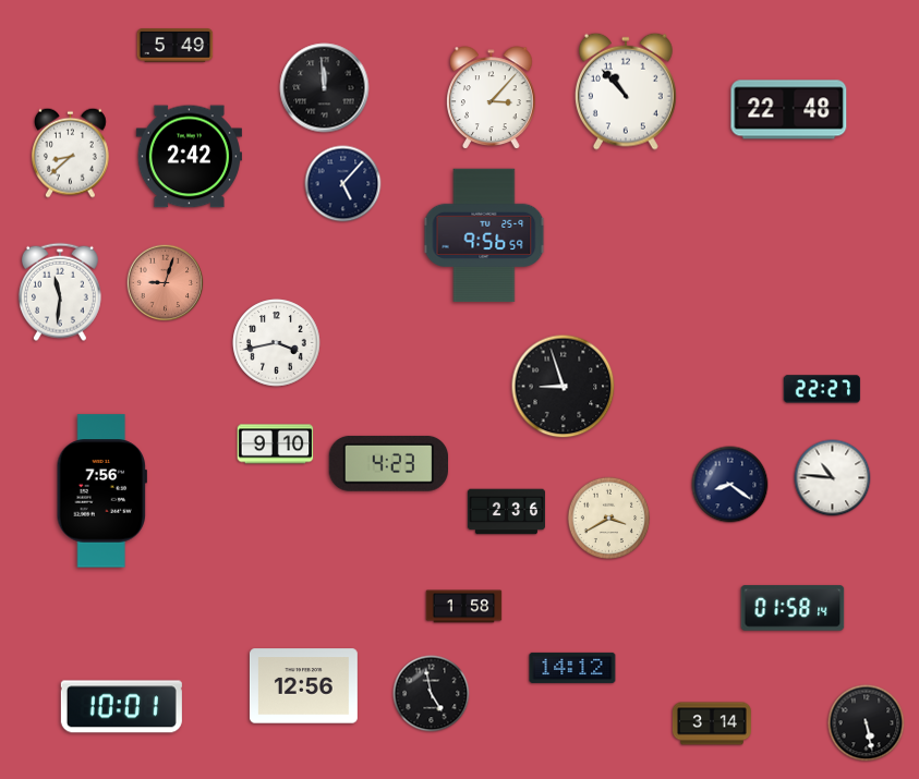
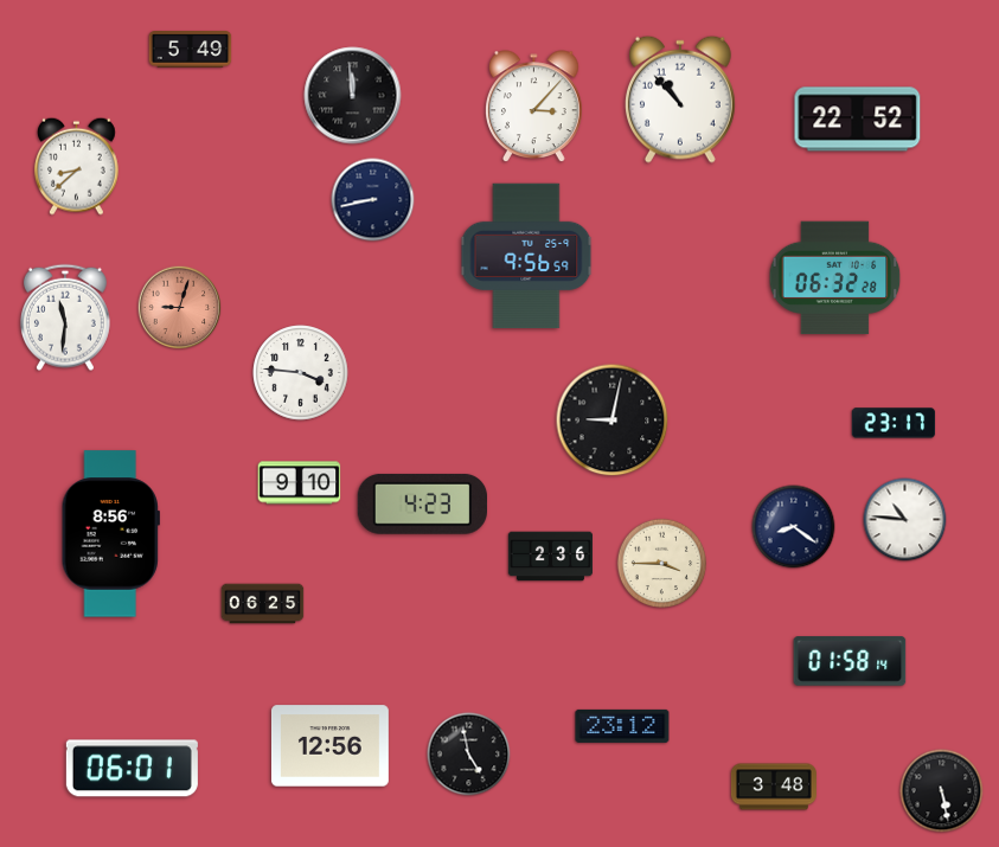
clock at (789, 110): 22:48 -> 22:52
clock at (189, 157): 2:42 -> none
clock at (343, 184): 5:07 -> 8:43
clock at (835, 278): none -> 06:32
clock at (277, 343): 3:43 -> 3:46
clock at (564, 387): 8:57 -> 9:02
clock at (822, 389): 22:27 -> 23:17
clock at (101, 491): 7:56 -> 8:56
clock at (609, 519): 3:40 -> 3:45
clock at (263, 604): none -> 06:25
clock at (464, 607): 1:58 -> none
clock at (793, 608) position: (793, 608) -> (850, 661)
clock at (572, 668): 14:12 -> 23:12
clock at (121, 707): 10:01 -> 06:01
clock at (712, 723): 3:14 -> 3:48
clock at (867, 723) position: (867, 723) -> (942, 791)
